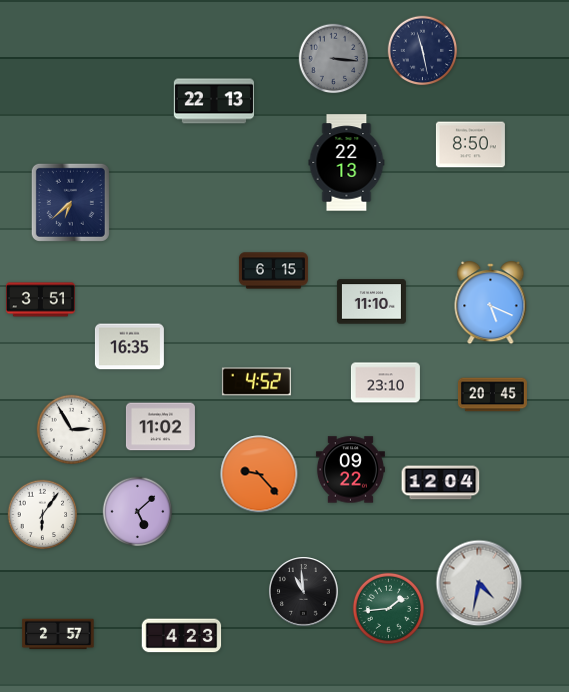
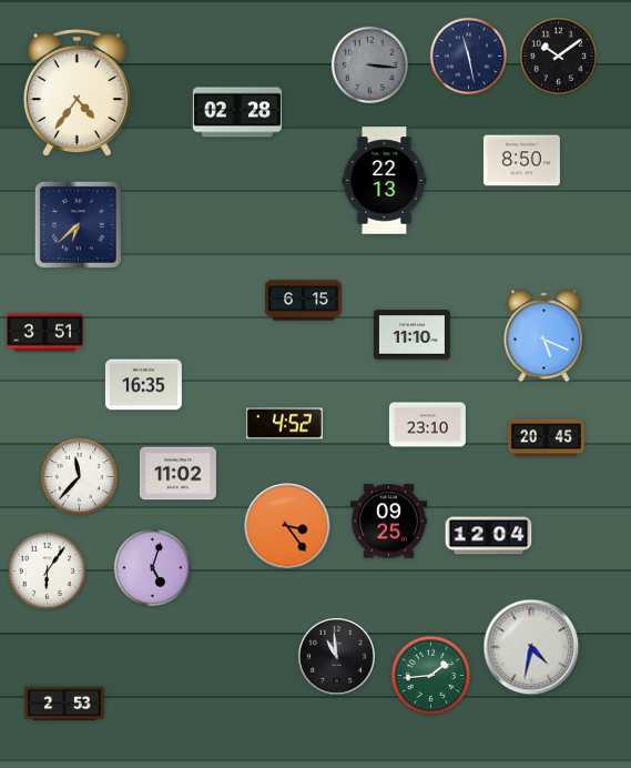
clock at (559, 57): none -> 10:09
clock at (77, 92): none -> 4:36
clock at (213, 101): 22:13 -> 02:28
clock at (72, 430): 2:55 -> 11:37
clock at (350, 470): 09:22 -> 09:25
clock at (259, 474): 9:23 -> 3:24
clock at (138, 512): 5:08 -> 5:03
clock at (58, 634): 2:57 -> 2:53
clock at (182, 636): 4:23 -> none
